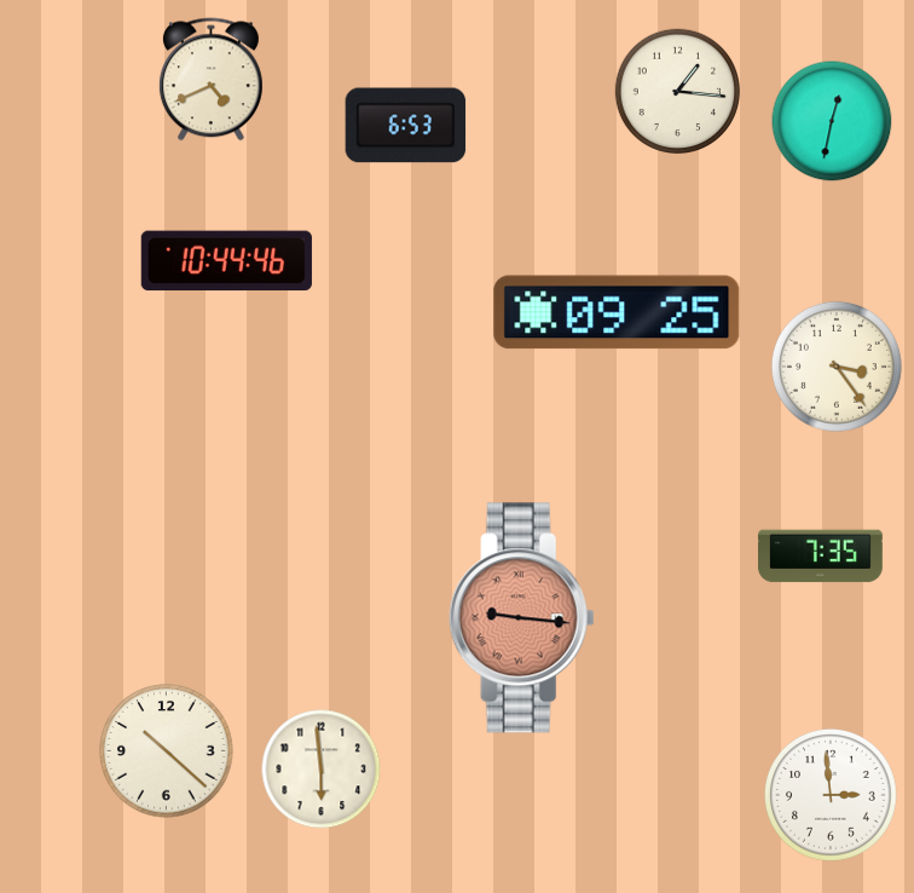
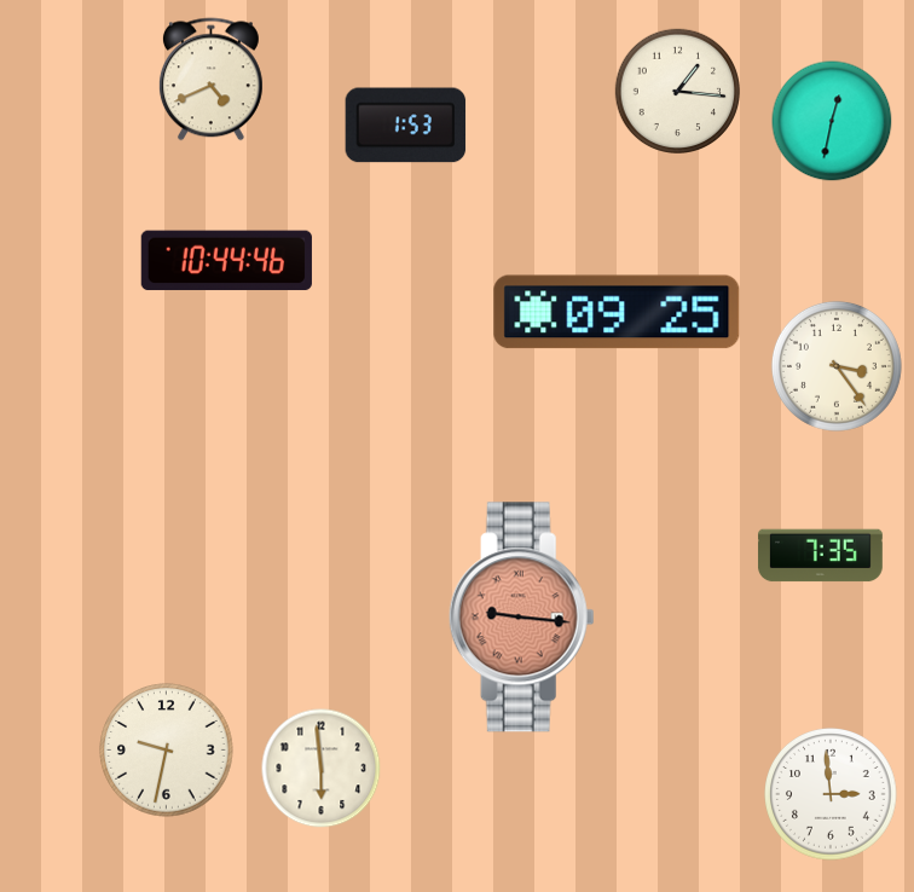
clock at (406, 126): 6:53 -> 1:53
clock at (167, 751): 10:22 -> 9:32
